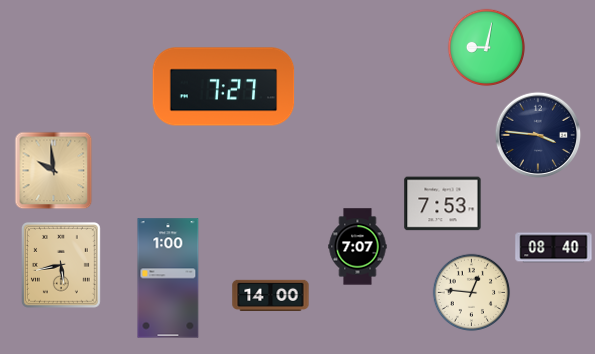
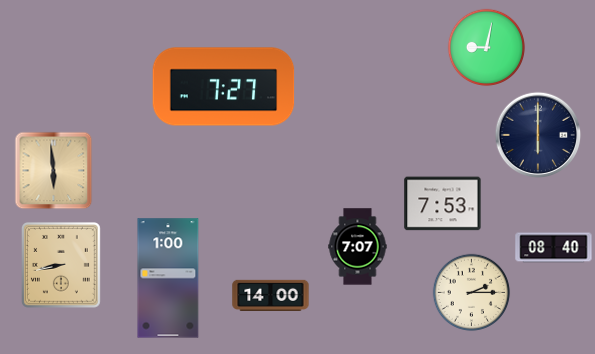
clock at (538, 135): 3:46 -> 6:00
clock at (53, 170): 9:59 -> 5:59
clock at (61, 266): 5:43 -> 8:43
clock at (471, 292): 12:46 -> 2:15
